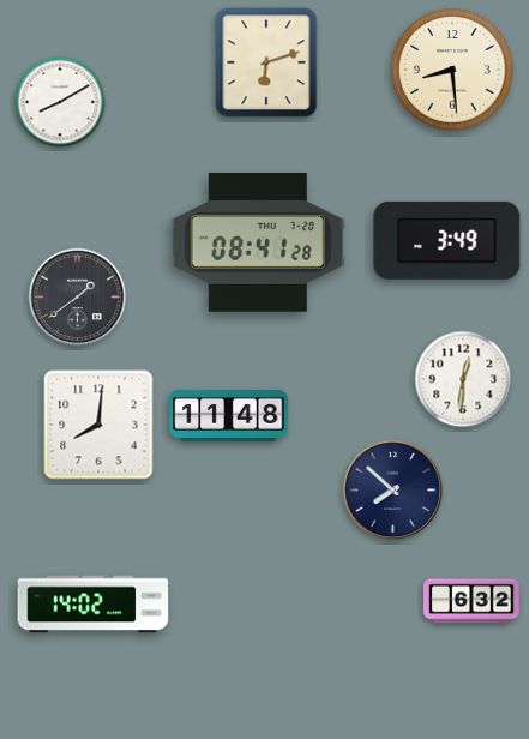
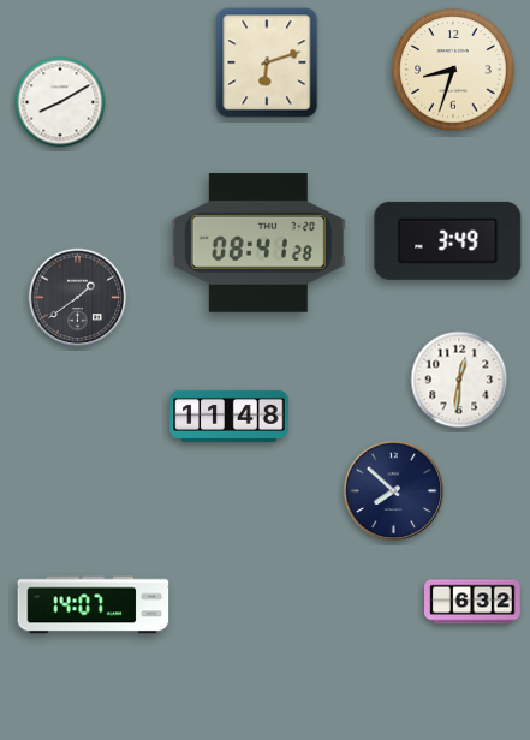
clock at (452, 70): 8:29 -> 8:33
clock at (463, 379) position: (463, 379) -> (459, 380)
clock at (98, 425): 8:01 -> none
clock at (94, 605): 14:02 -> 14:07
